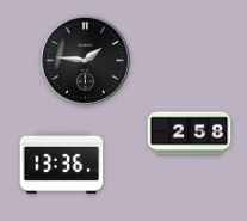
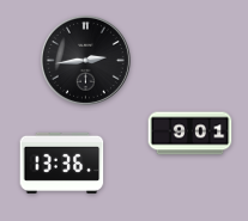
clock at (85, 60): 1:46 -> 2:44
clock at (190, 134): 2:58 -> 9:01
